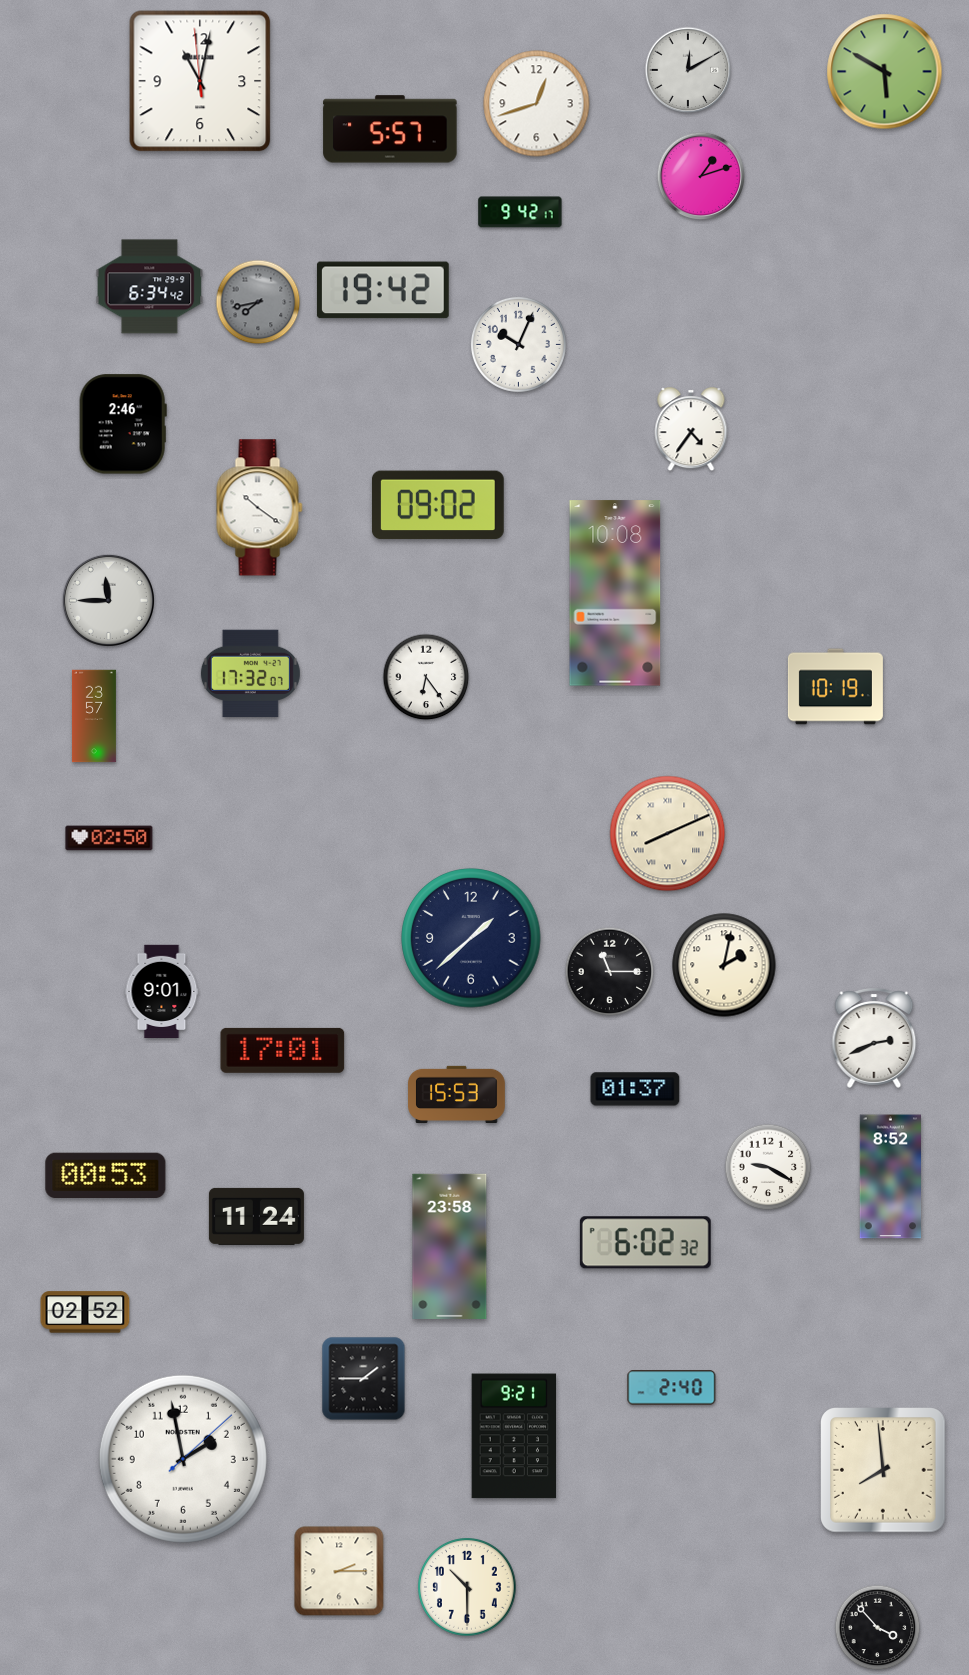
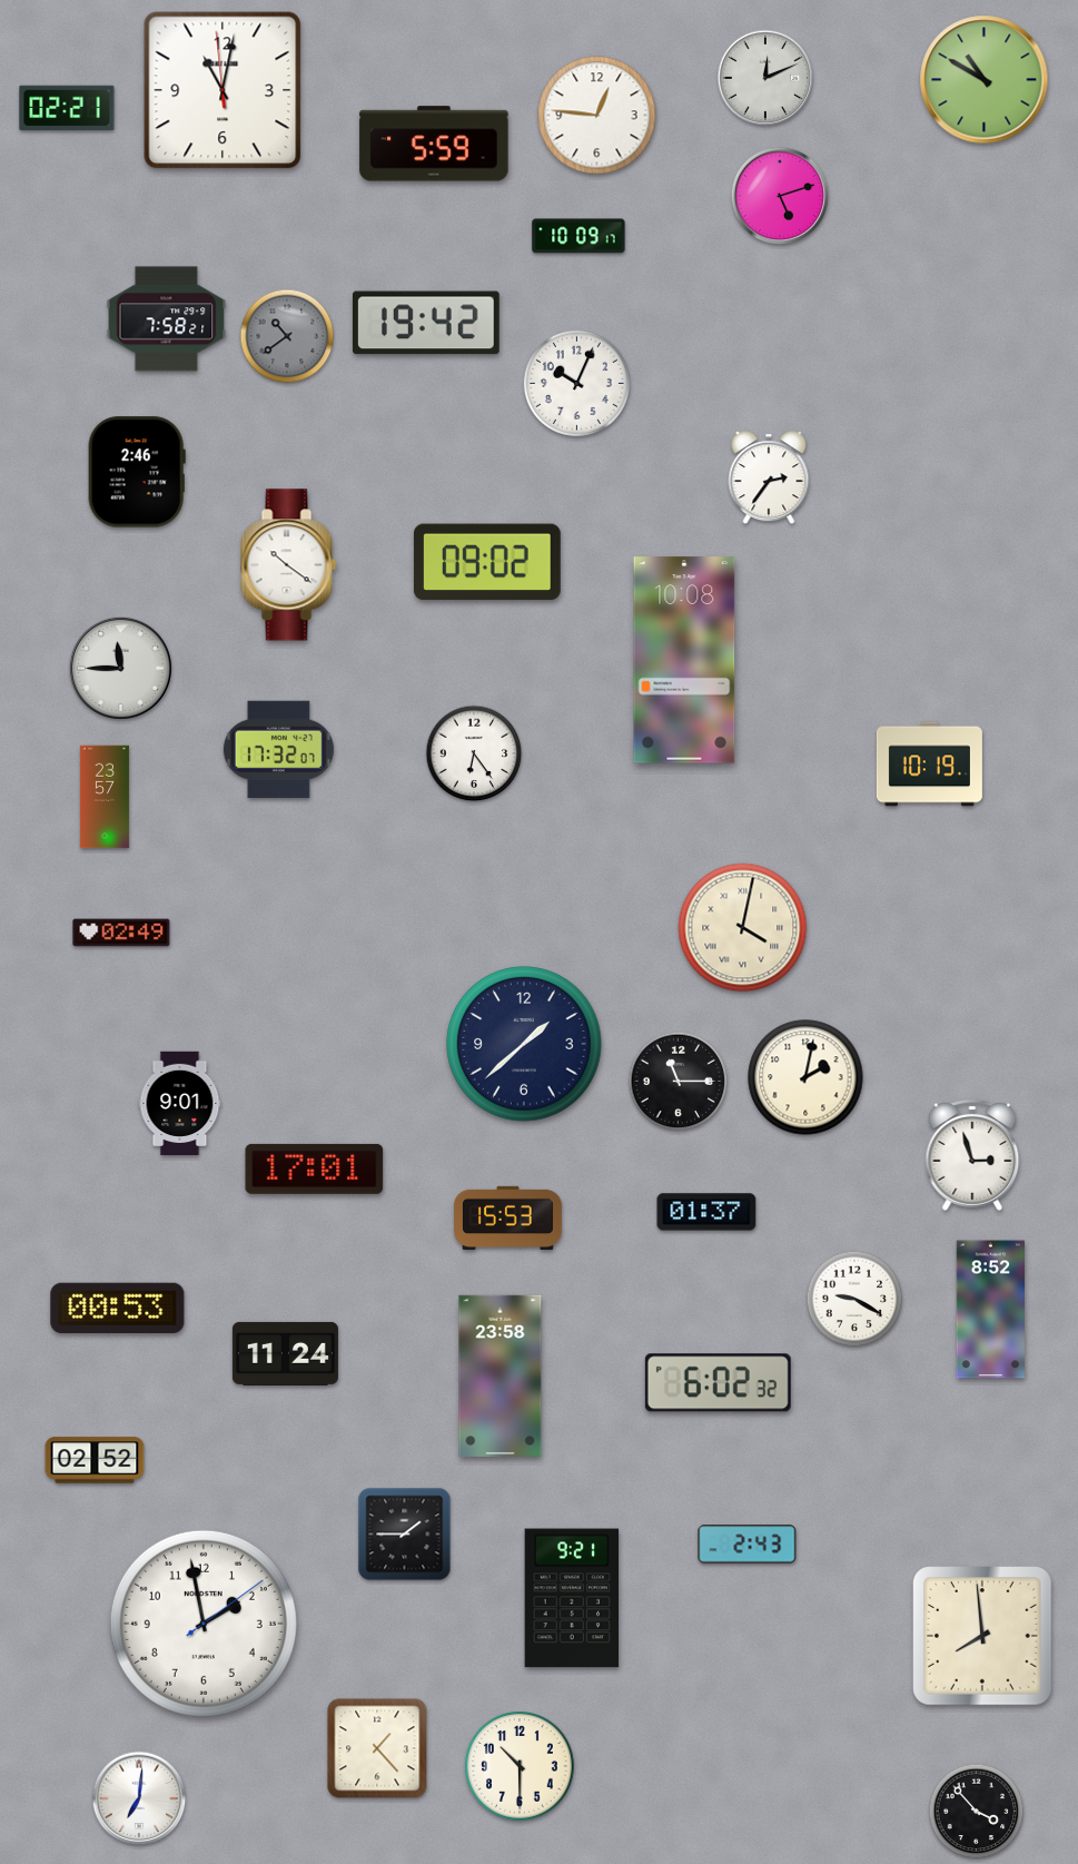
clock at (688, 70): 12:10 -> 12:11
clock at (885, 72): 5:50 -> 10:50
clock at (67, 108): none -> 02:21
clock at (537, 104): 12:42 -> 12:46
clock at (390, 129): 5:57 -> 5:59
clock at (701, 176): 1:12 -> 5:12
clock at (520, 212): 9:42 -> 10:09
clock at (150, 287): 6:34 -> 7:58
clock at (258, 302): 7:43 -> 10:39
clock at (691, 430): 4:36 -> 2:36
clock at (668, 834): 8:11 -> 4:02
clock at (109, 838): 02:50 -> 02:49
clock at (724, 965) position: (724, 965) -> (805, 1077)
clock at (874, 1039): 2:41 -> 2:57
clock at (450, 1246) position: (450, 1246) -> (501, 1375)
clock at (672, 1388): 2:40 -> 2:43
clock at (183, 1459): 1:58:08 -> 1:58:09
clock at (339, 1571): 2:15 -> 1:23
clock at (139, 1798): none -> 7:01
